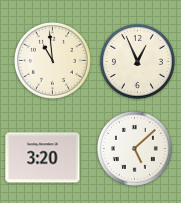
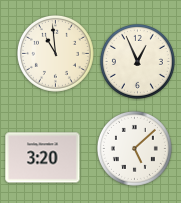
clock at (52, 60) position: (52, 60) -> (55, 53)
